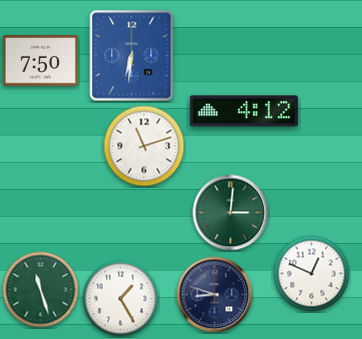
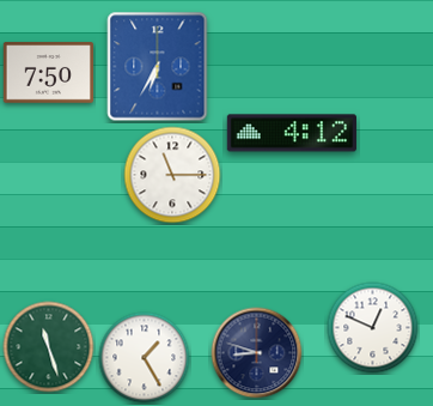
clock at (132, 56): 6:31 -> 6:35
clock at (144, 146): 11:12 -> 11:15
clock at (231, 213): 3:01 -> none
